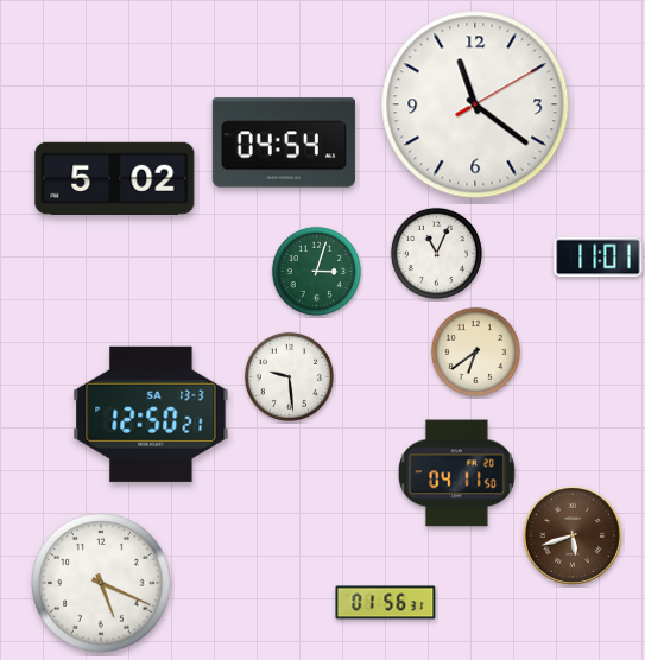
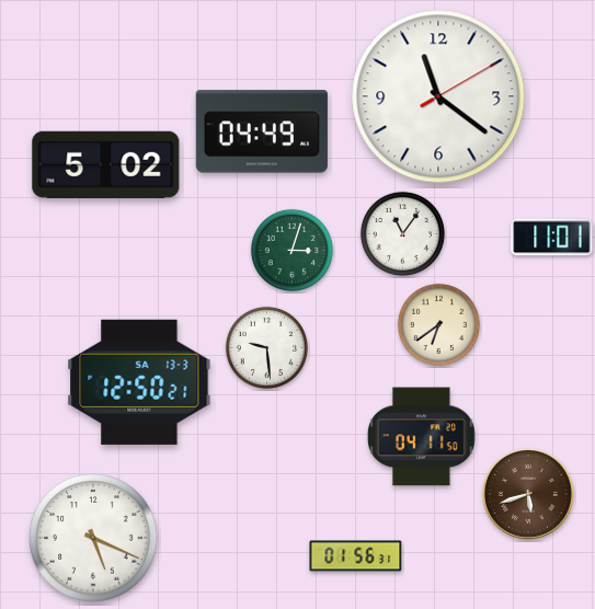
clock at (284, 142): 04:54 -> 04:49
clock at (436, 253): 11:04 -> 11:06
